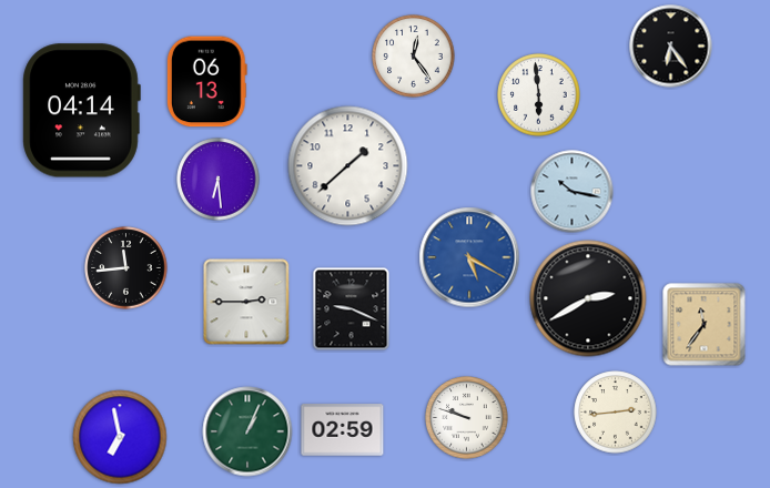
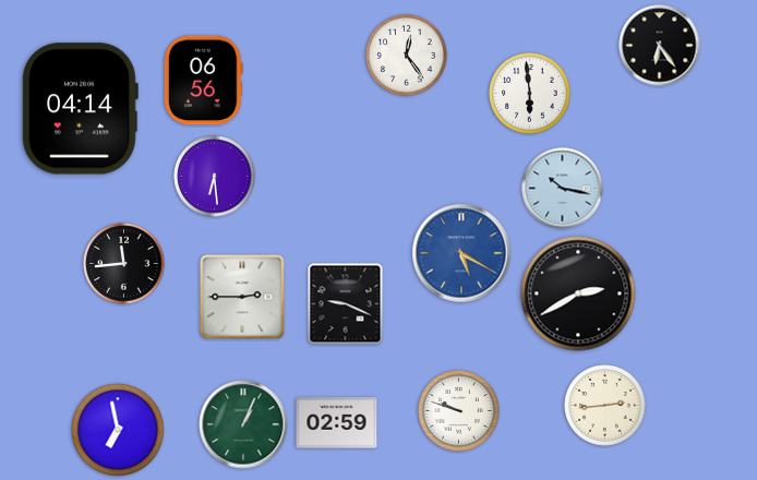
clock at (206, 82): 06:13 -> 06:56
clock at (348, 166): 1:38 -> none
clock at (705, 325): 11:36 -> none
